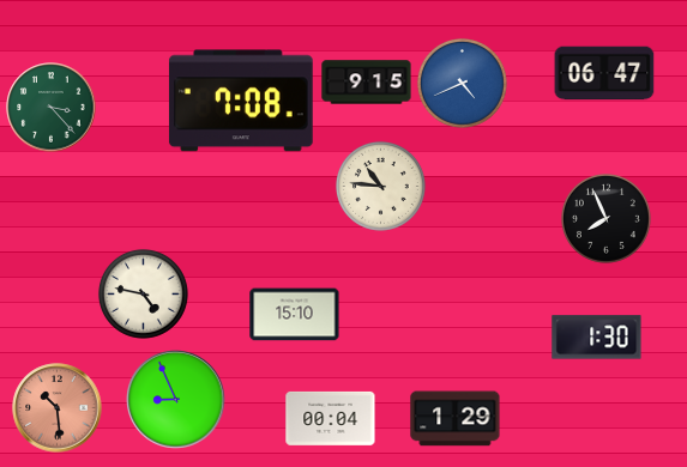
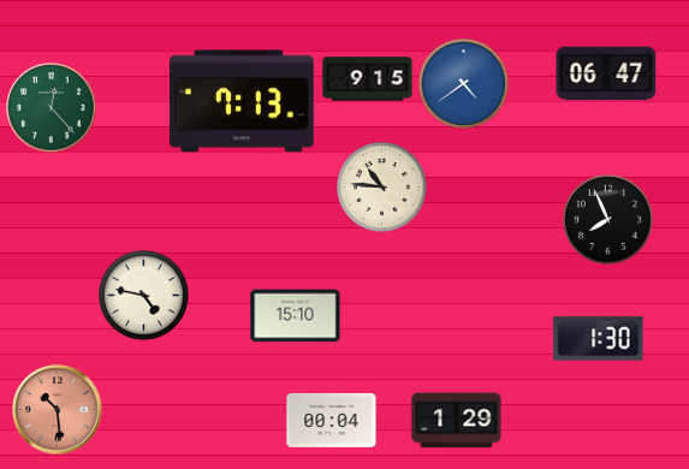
clock at (367, 83) position: (367, 83) -> (368, 79)
clock at (462, 83): 4:41 -> 4:39
clock at (241, 101): 7:08 -> 7:13
clock at (52, 108): 3:23 -> 12:23
clock at (176, 400): 8:56 -> none
